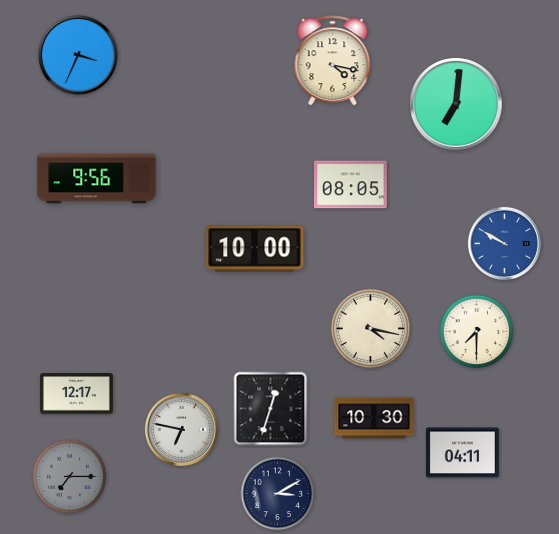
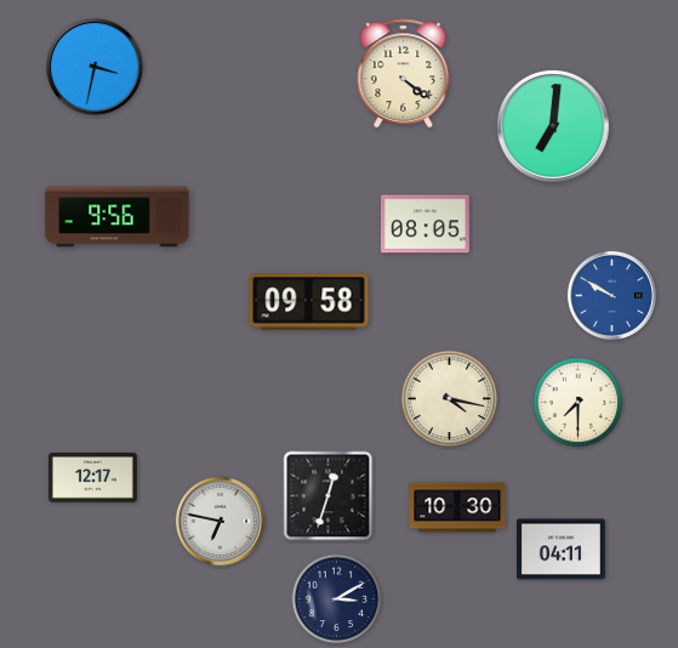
clock at (78, 55): 3:34 -> 3:32
clock at (333, 61): 4:17 -> 4:21
clock at (255, 249): 10:00 -> 09:58
clock at (374, 418) position: (374, 418) -> (457, 507)
clock at (70, 477): 7:15 -> none
